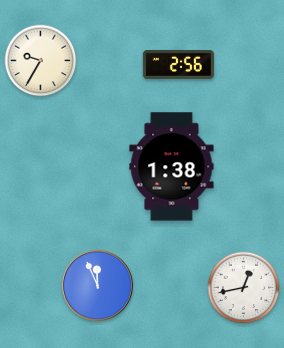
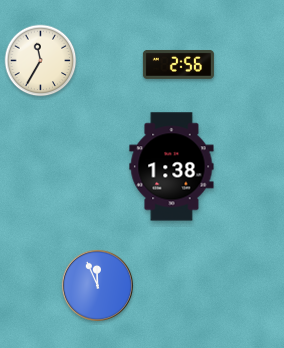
clock at (41, 61): 9:35 -> 11:35
clock at (244, 288): 12:43 -> none
